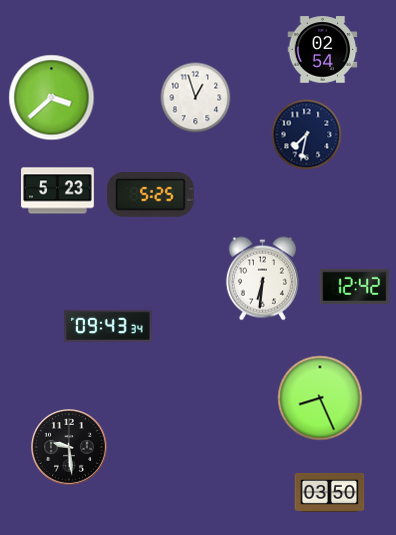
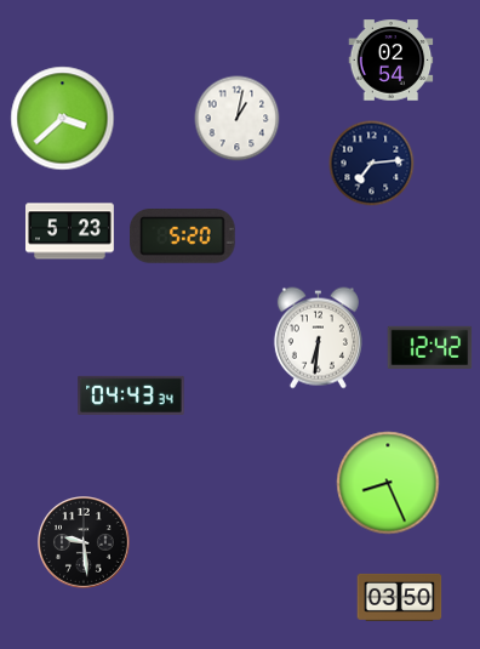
clock at (196, 98): 12:57 -> 1:02
clock at (307, 135): 7:32 -> 7:14
clock at (151, 195): 5:25 -> 5:20
clock at (108, 326): 09:43 -> 04:43
